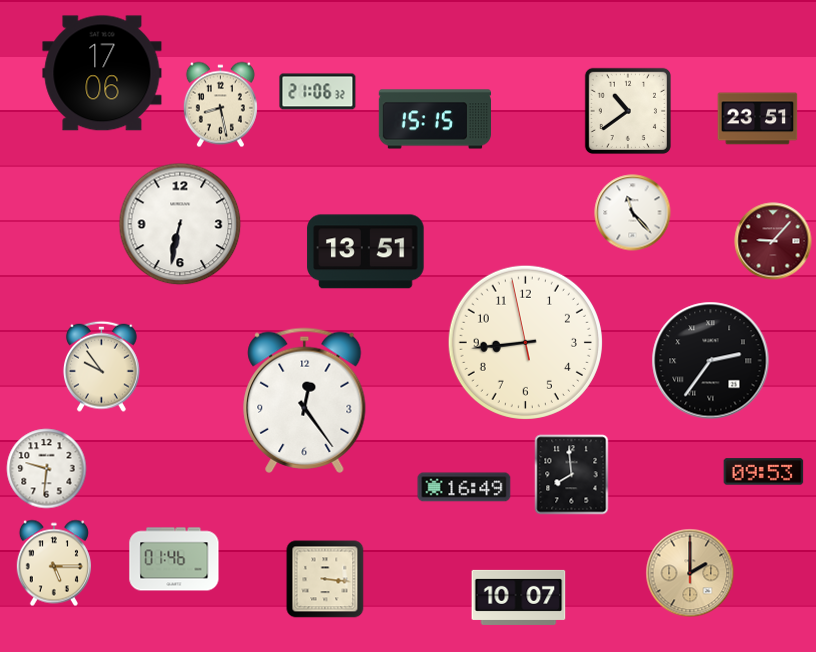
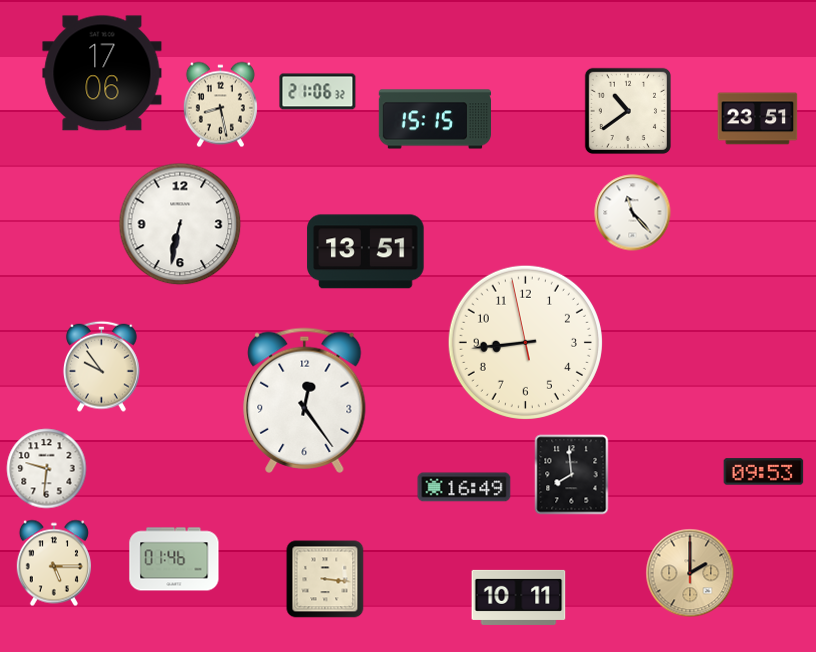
clock at (773, 241): 9:07 -> none
clock at (711, 361): 2:36 -> none
clock at (519, 597): 10:07 -> 10:11
